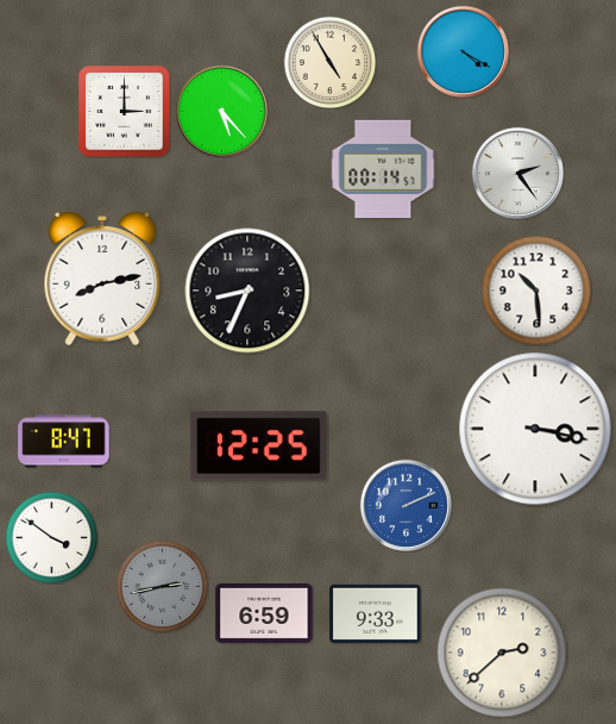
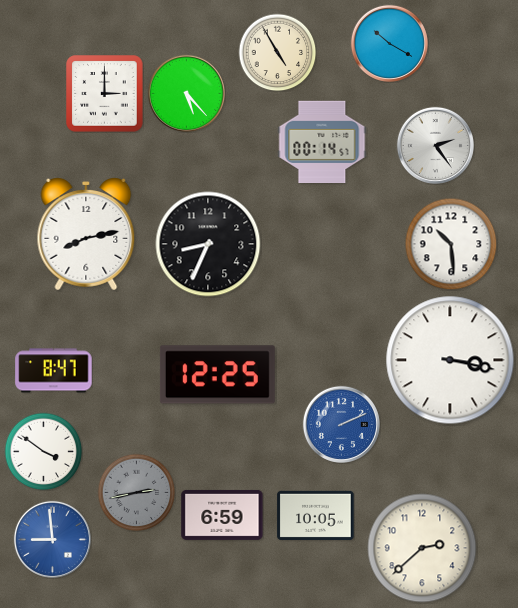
clock at (463, 51): 4:20 -> 10:20
clock at (376, 613): 9:33 -> 10:05
clock at (52, 539): none -> 8:59
